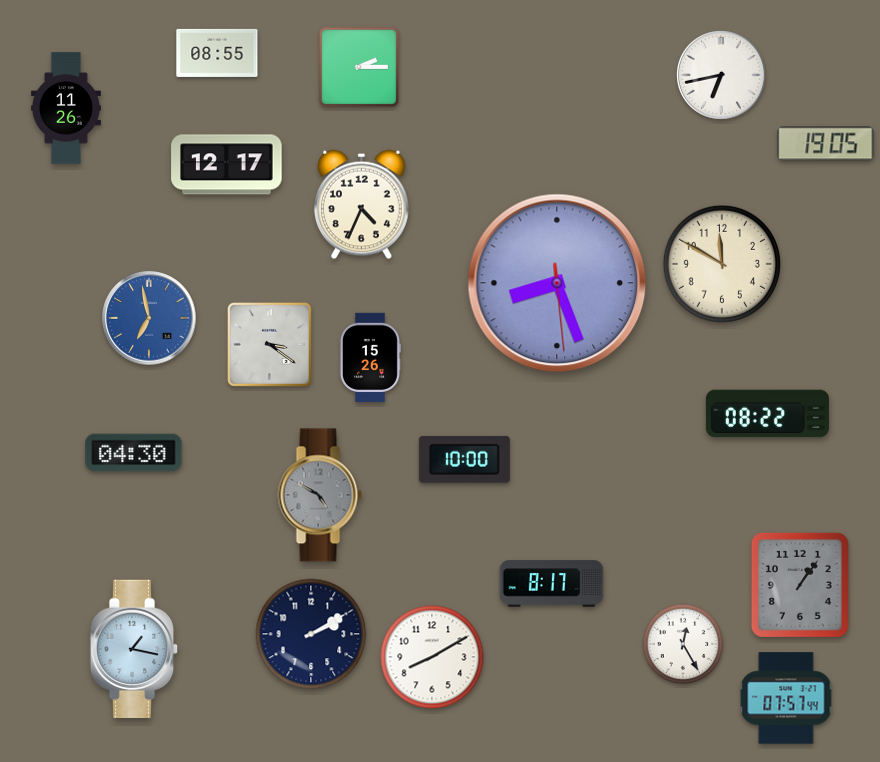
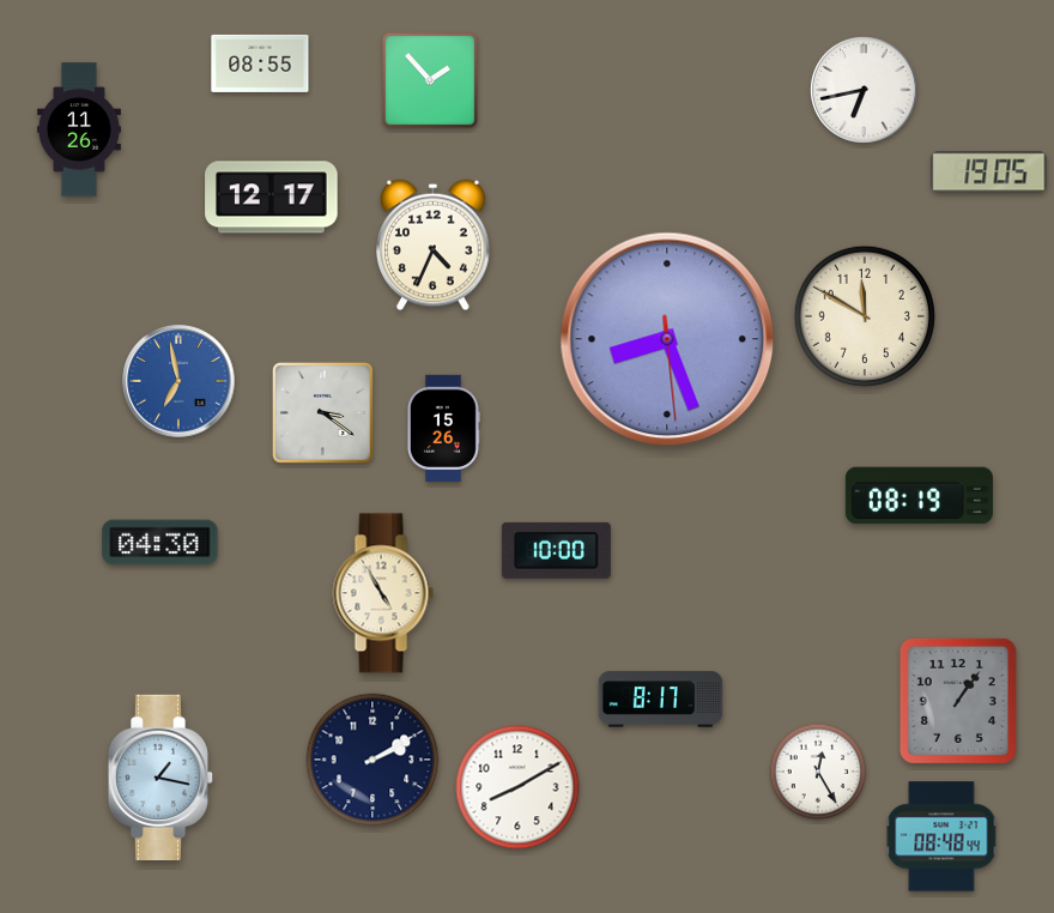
clock at (359, 67): 2:15 -> 1:53
clock at (767, 414): 08:22 -> 08:19
clock at (320, 495): 4:50 -> 4:55
clock at (320, 495) dial: grey -> cream
clock at (786, 698): 07:57 -> 08:48
